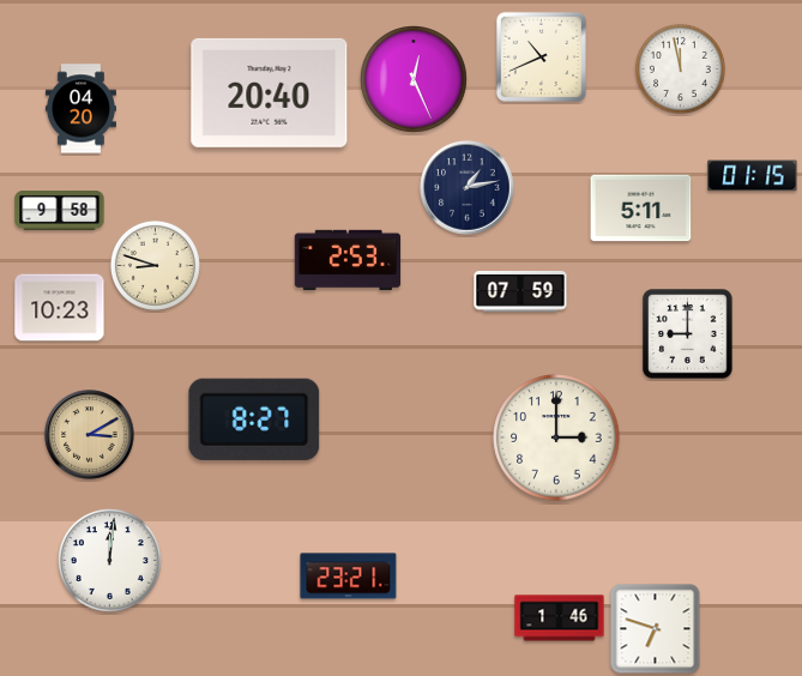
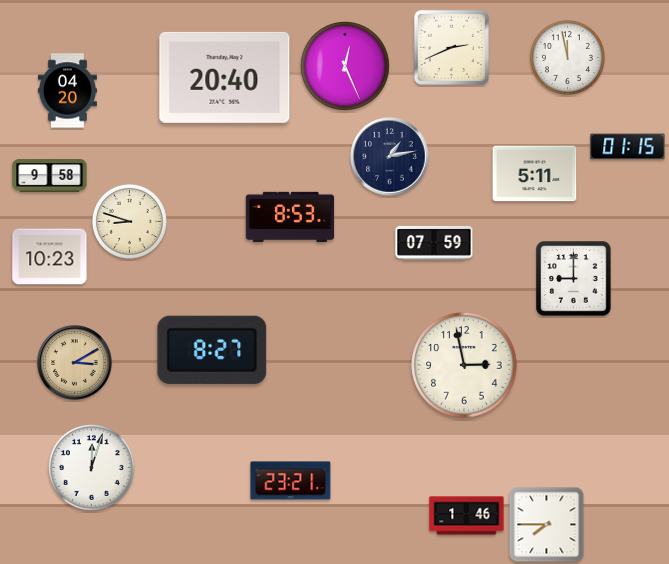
clock at (541, 56): 10:41 -> 2:41
clock at (348, 260): 2:53 -> 8:53
clock at (556, 437): 3:00 -> 2:58
clock at (110, 561): 12:01 -> 12:03
clock at (656, 629): 6:48 -> 7:45
